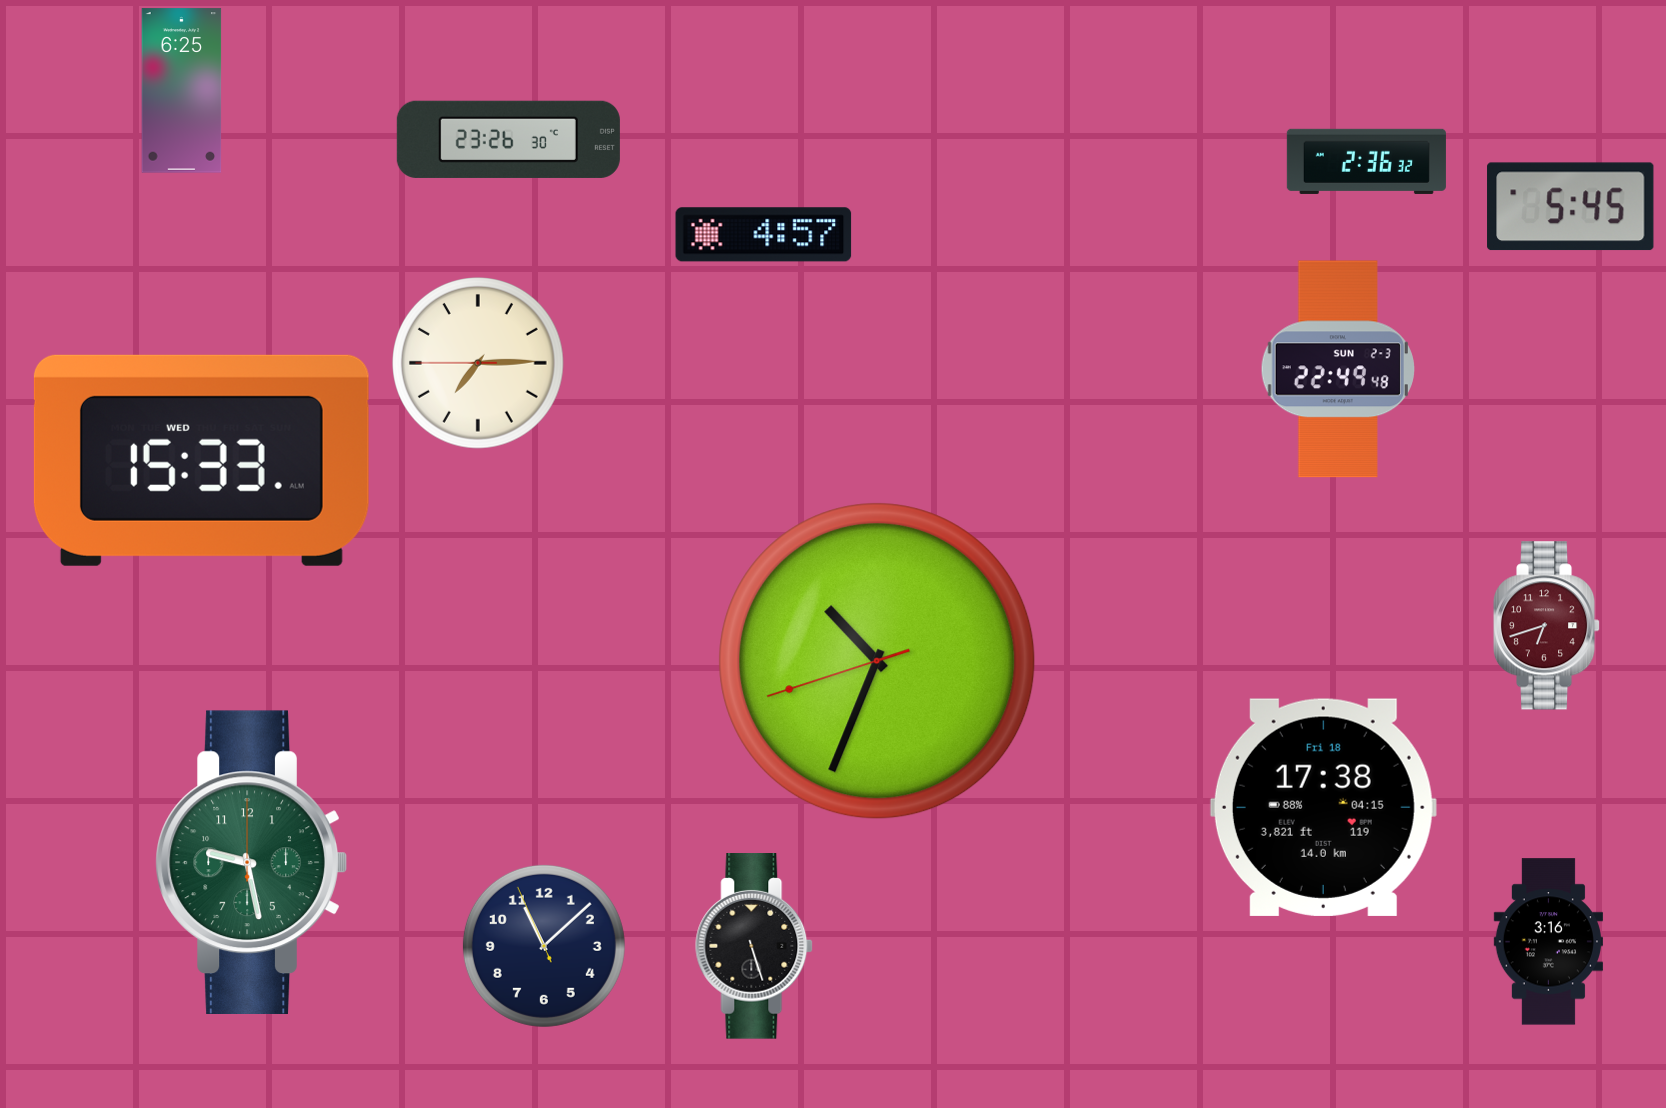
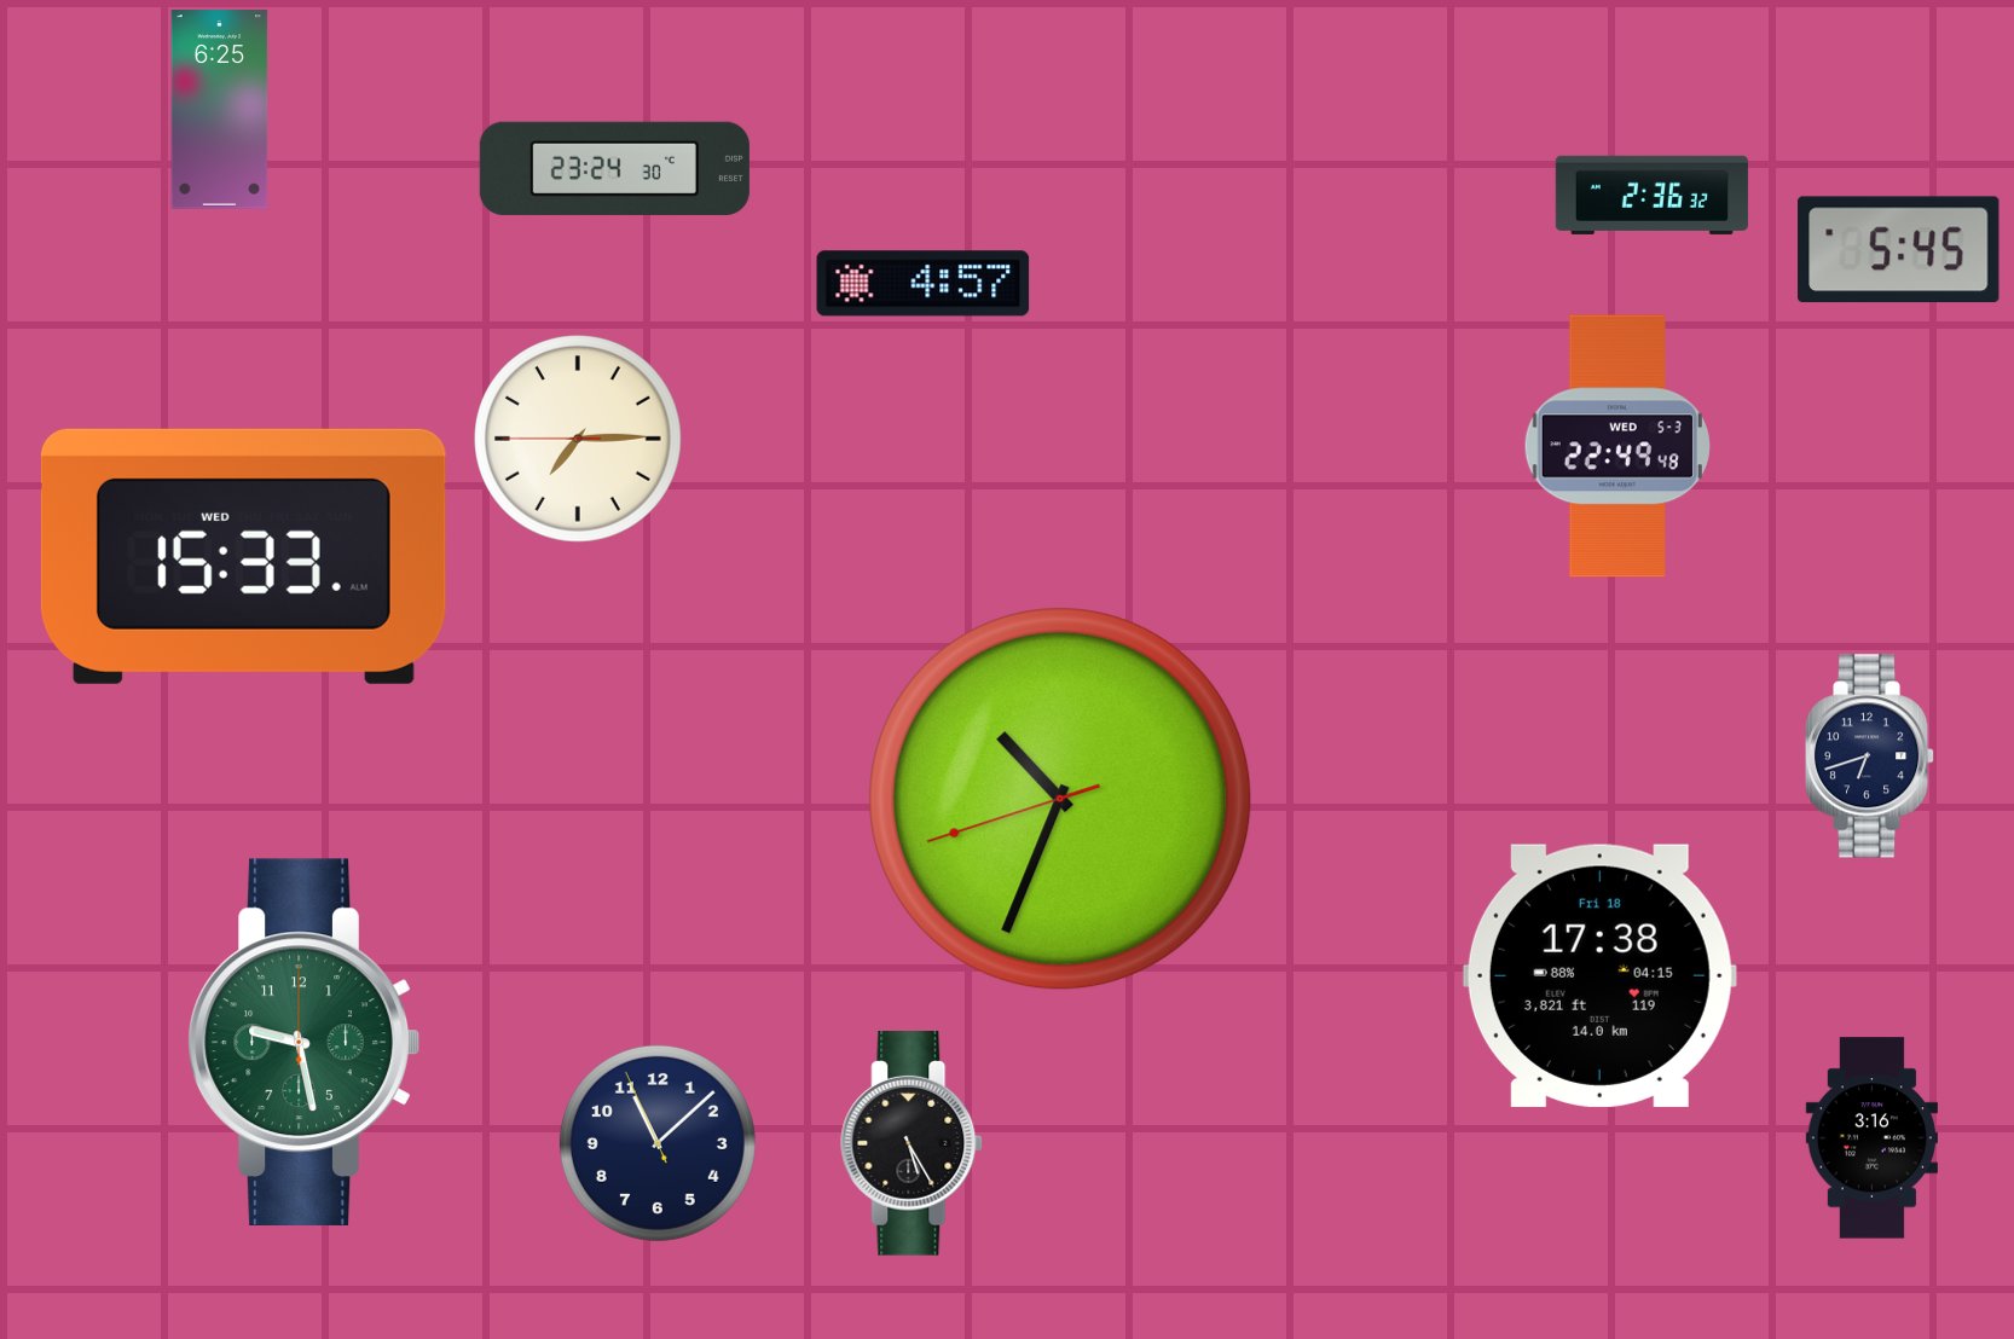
clock at (508, 139): 23:26 -> 23:24
clock at (1338, 369) date: SUN 2-3 -> WED 5-3
clock at (1547, 626) dial: burgundy -> navy
clock at (755, 947): 5:27 -> 5:25
